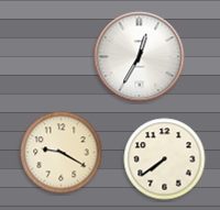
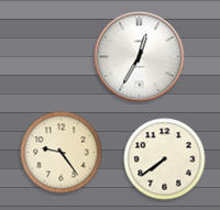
clock at (62, 153): 9:20 -> 9:24
